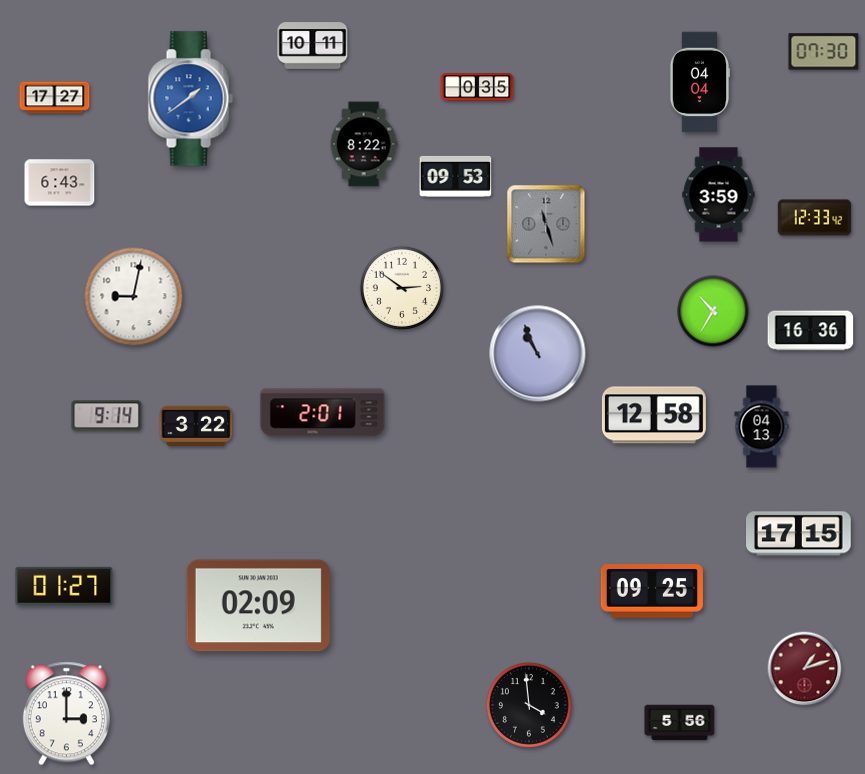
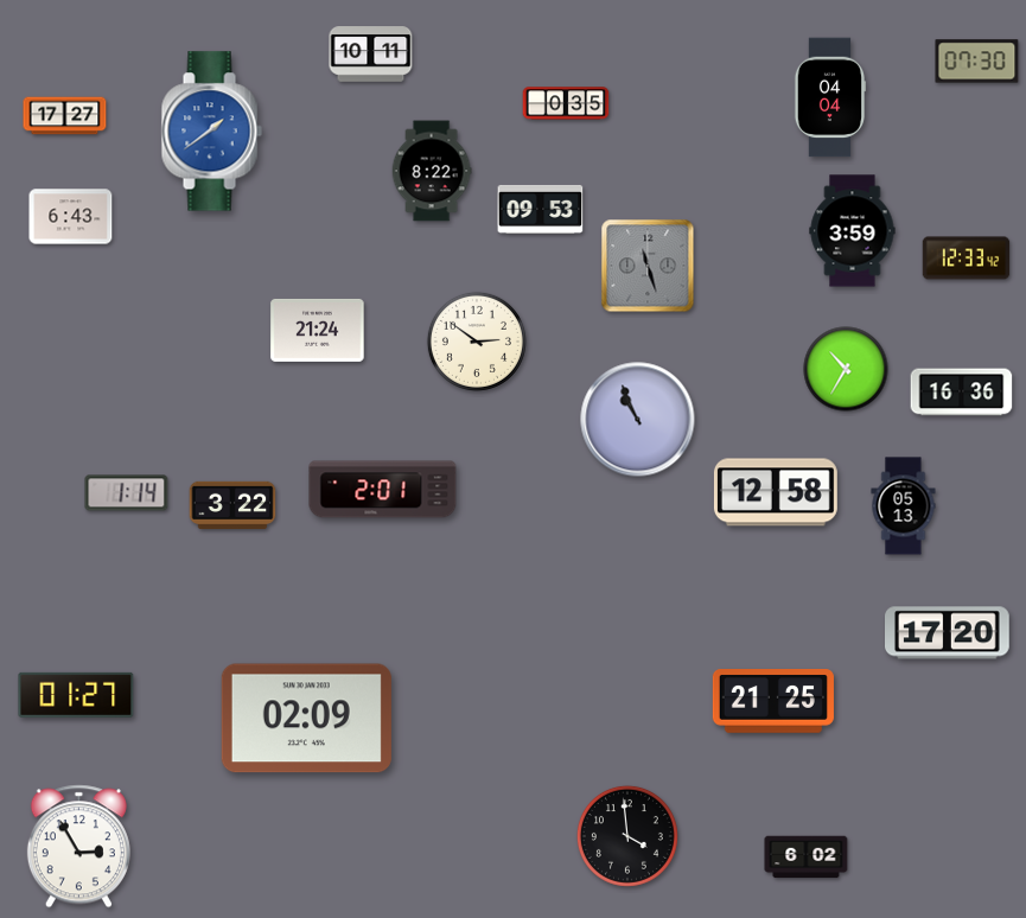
clock at (190, 99) position: (190, 99) -> (211, 132)
clock at (318, 330): none -> 21:24
clock at (134, 297): 9:02 -> none
clock at (107, 416): 9:14 -> 1:14
clock at (762, 427): 04:13 -> 05:13
clock at (799, 534): 17:15 -> 17:20
clock at (652, 591): 09:25 -> 21:25
clock at (805, 669): 1:12 -> none
clock at (66, 714): 3:00 -> 2:55
clock at (680, 723): 5:56 -> 6:02
